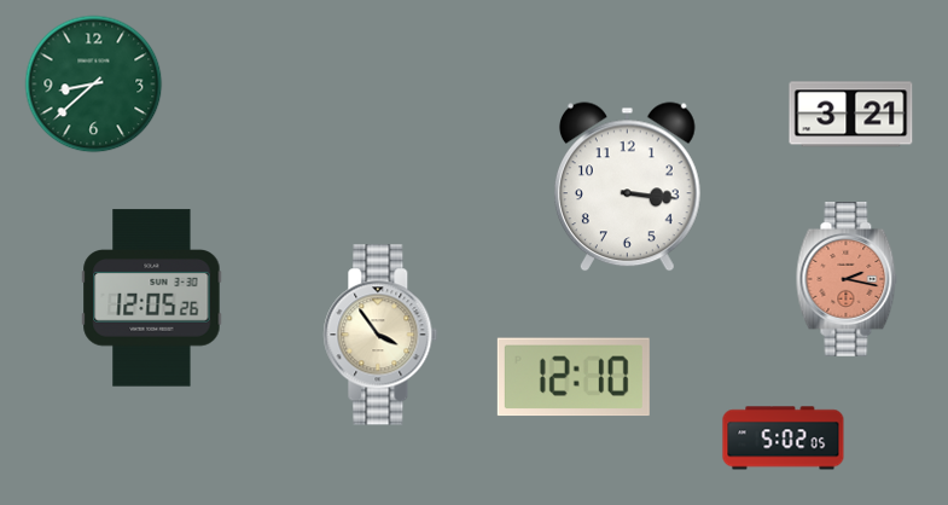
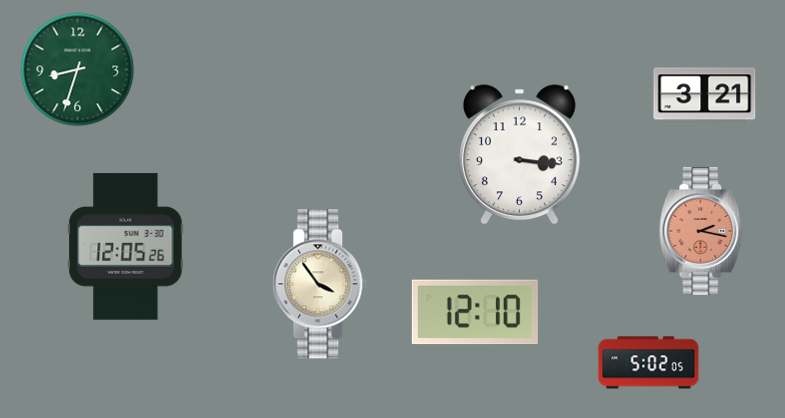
clock at (94, 85): 8:38 -> 8:33
clock at (380, 335) position: (380, 335) -> (320, 284)
